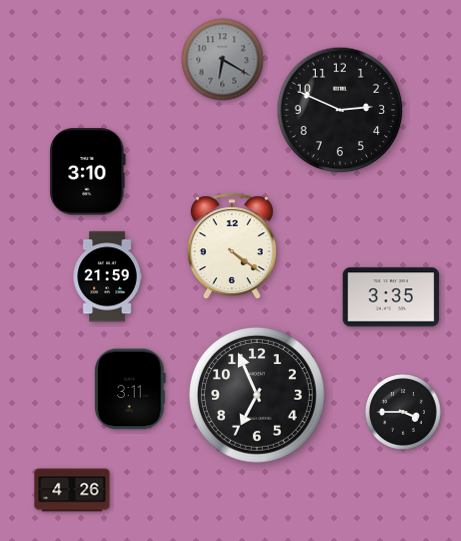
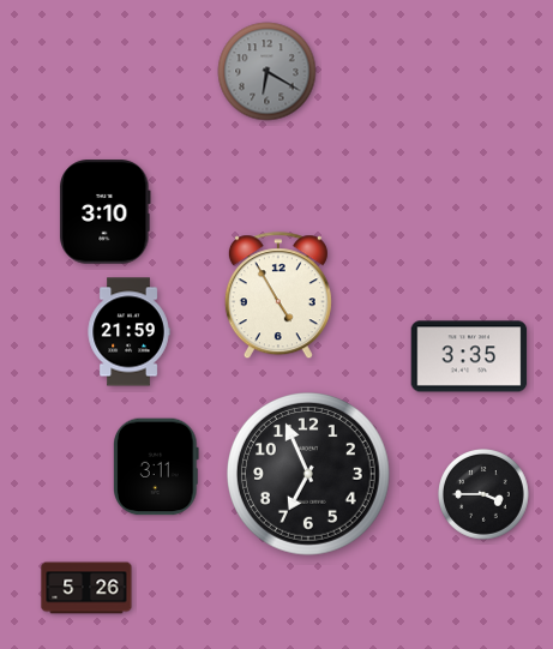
clock at (340, 110): 2:49 -> none
clock at (88, 172) position: (88, 172) -> (106, 212)
clock at (232, 247): 4:21 -> 4:55
clock at (72, 490): 4:26 -> 5:26
